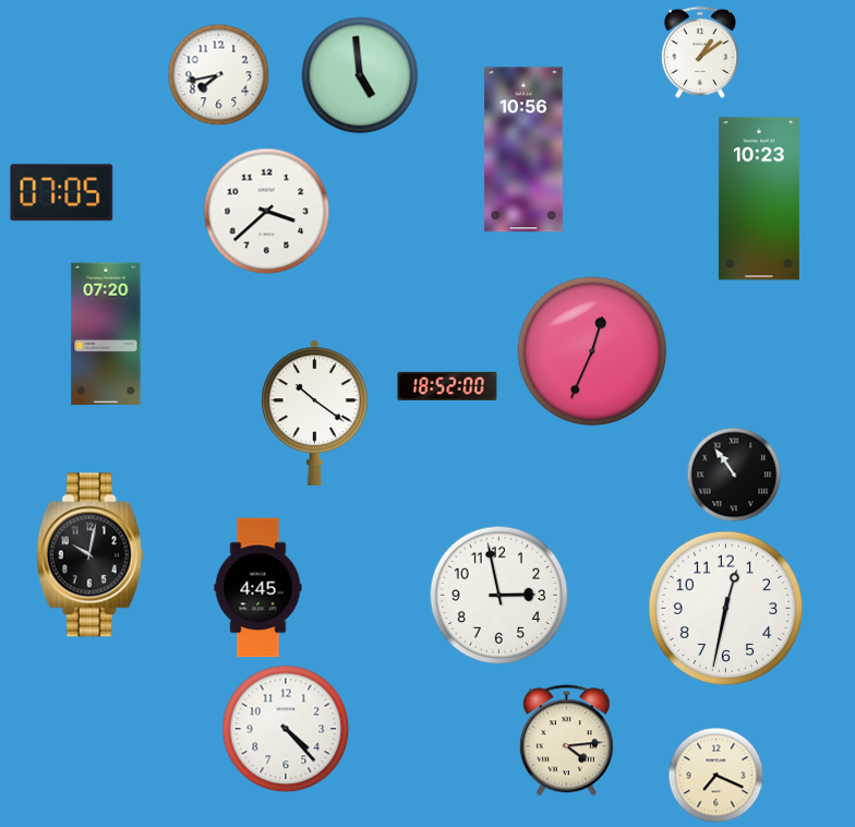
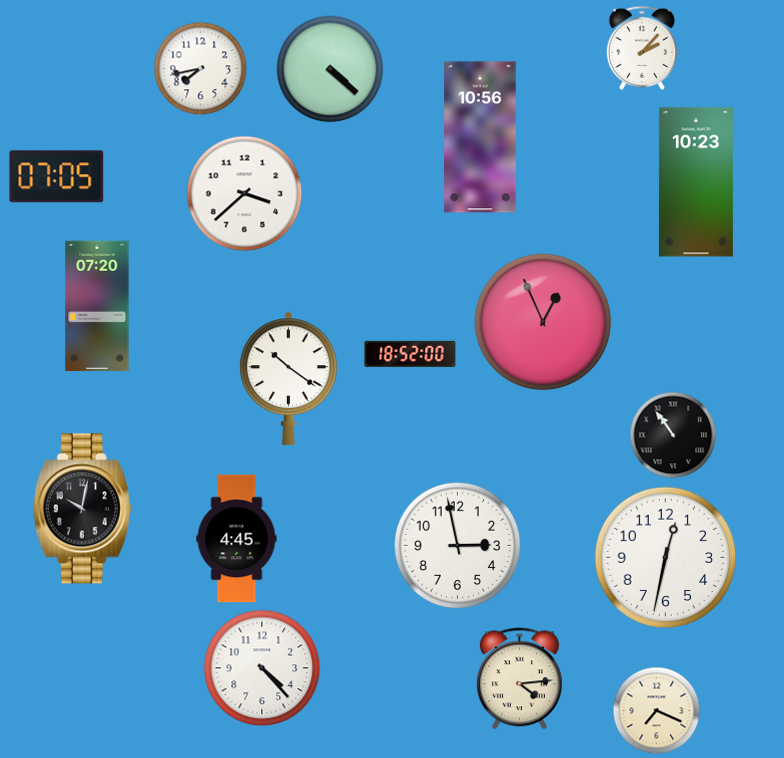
clock at (699, 52): 1:09 -> 2:07
clock at (360, 75): 4:59 -> 4:22
clock at (592, 351): 12:34 -> 12:56
